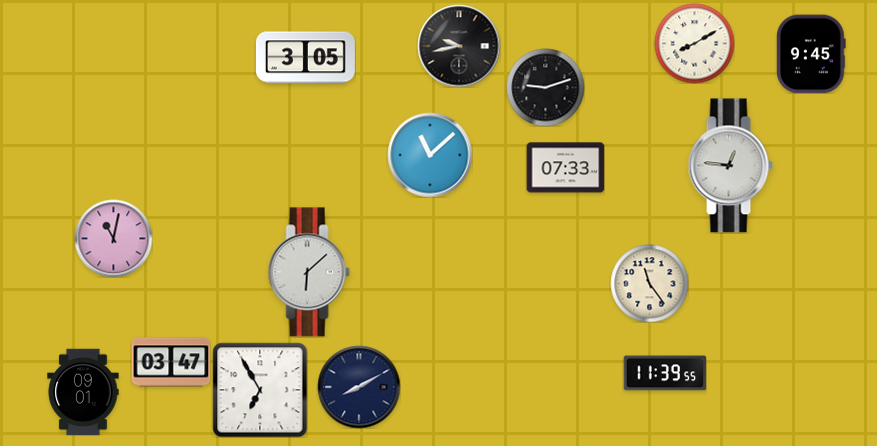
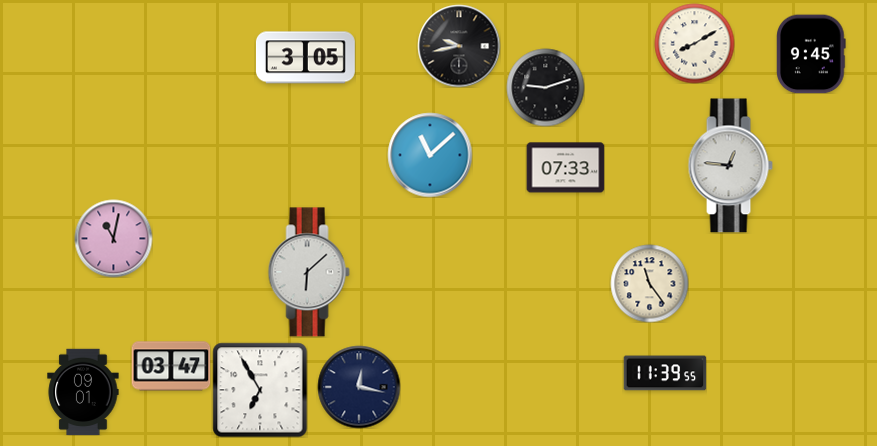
clock at (171, 362) position: (171, 362) -> (171, 366)
clock at (359, 387): 8:10 -> 12:17
